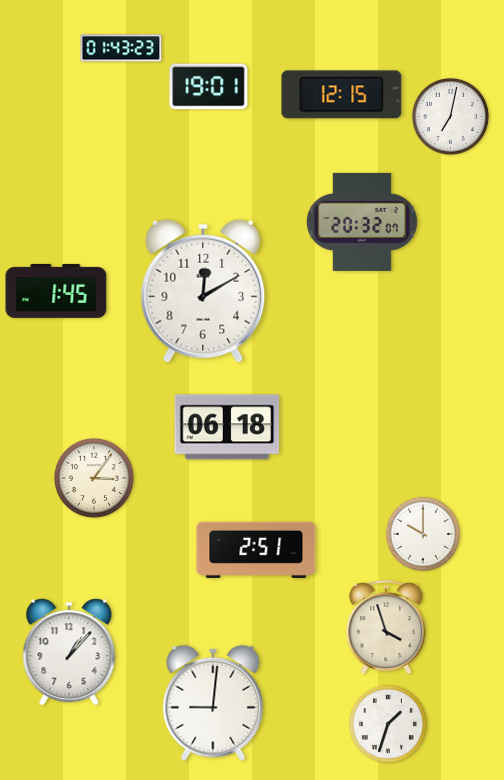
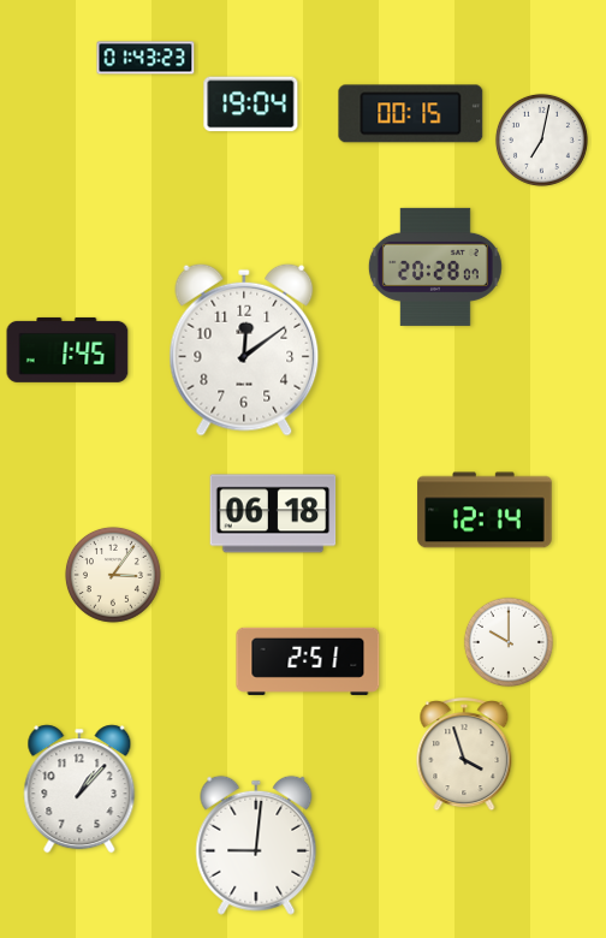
clock at (209, 87): 19:01 -> 19:04
clock at (342, 95): 12:15 -> 00:15
clock at (362, 222): 20:32 -> 20:28
clock at (203, 291): 12:10 -> 12:09
clock at (485, 510): none -> 12:14
clock at (69, 652) position: (69, 652) -> (79, 789)
clock at (388, 724): 1:33 -> none
